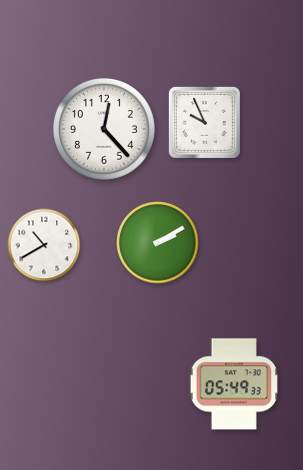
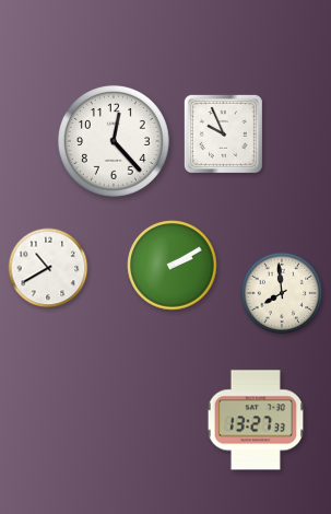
clock at (282, 293): none -> 7:59
clock at (233, 384): 05:49 -> 13:27
